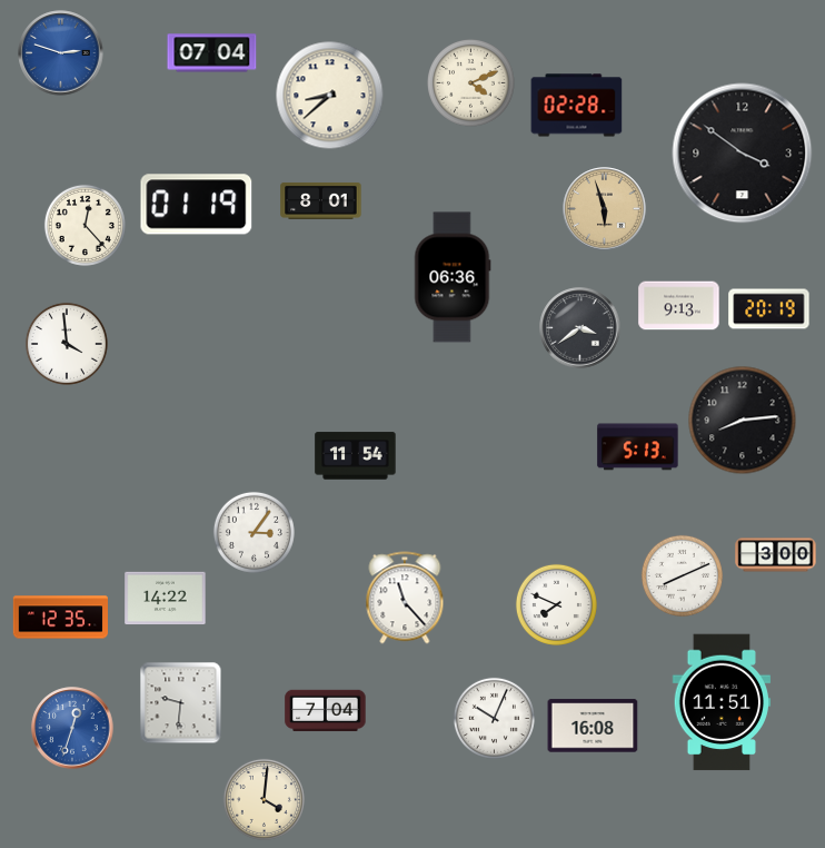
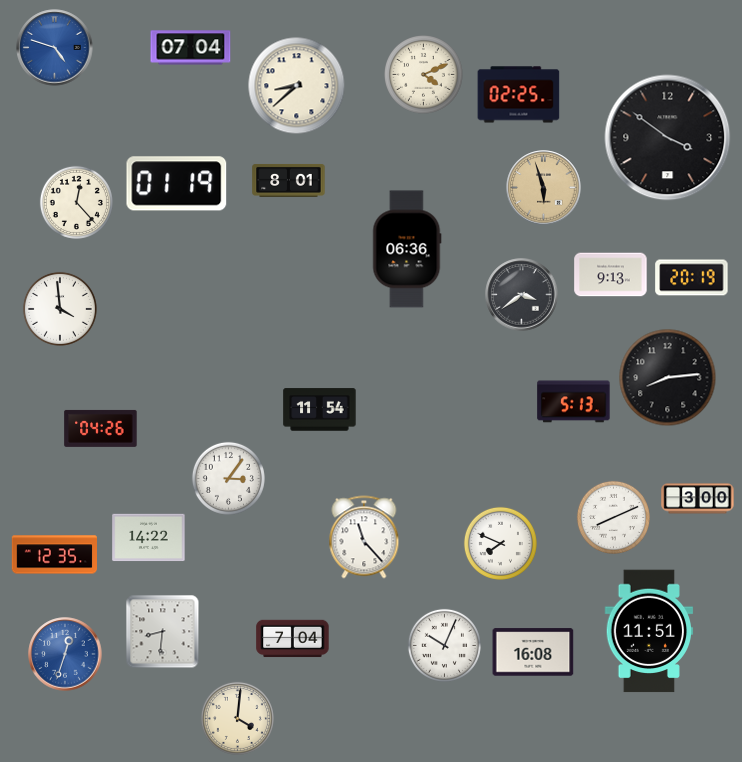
clock at (61, 53): 2:48 -> 4:48
clock at (577, 106): 02:28 -> 02:25
clock at (101, 428): none -> 04:26
clock at (181, 703): 9:31 -> 8:31
